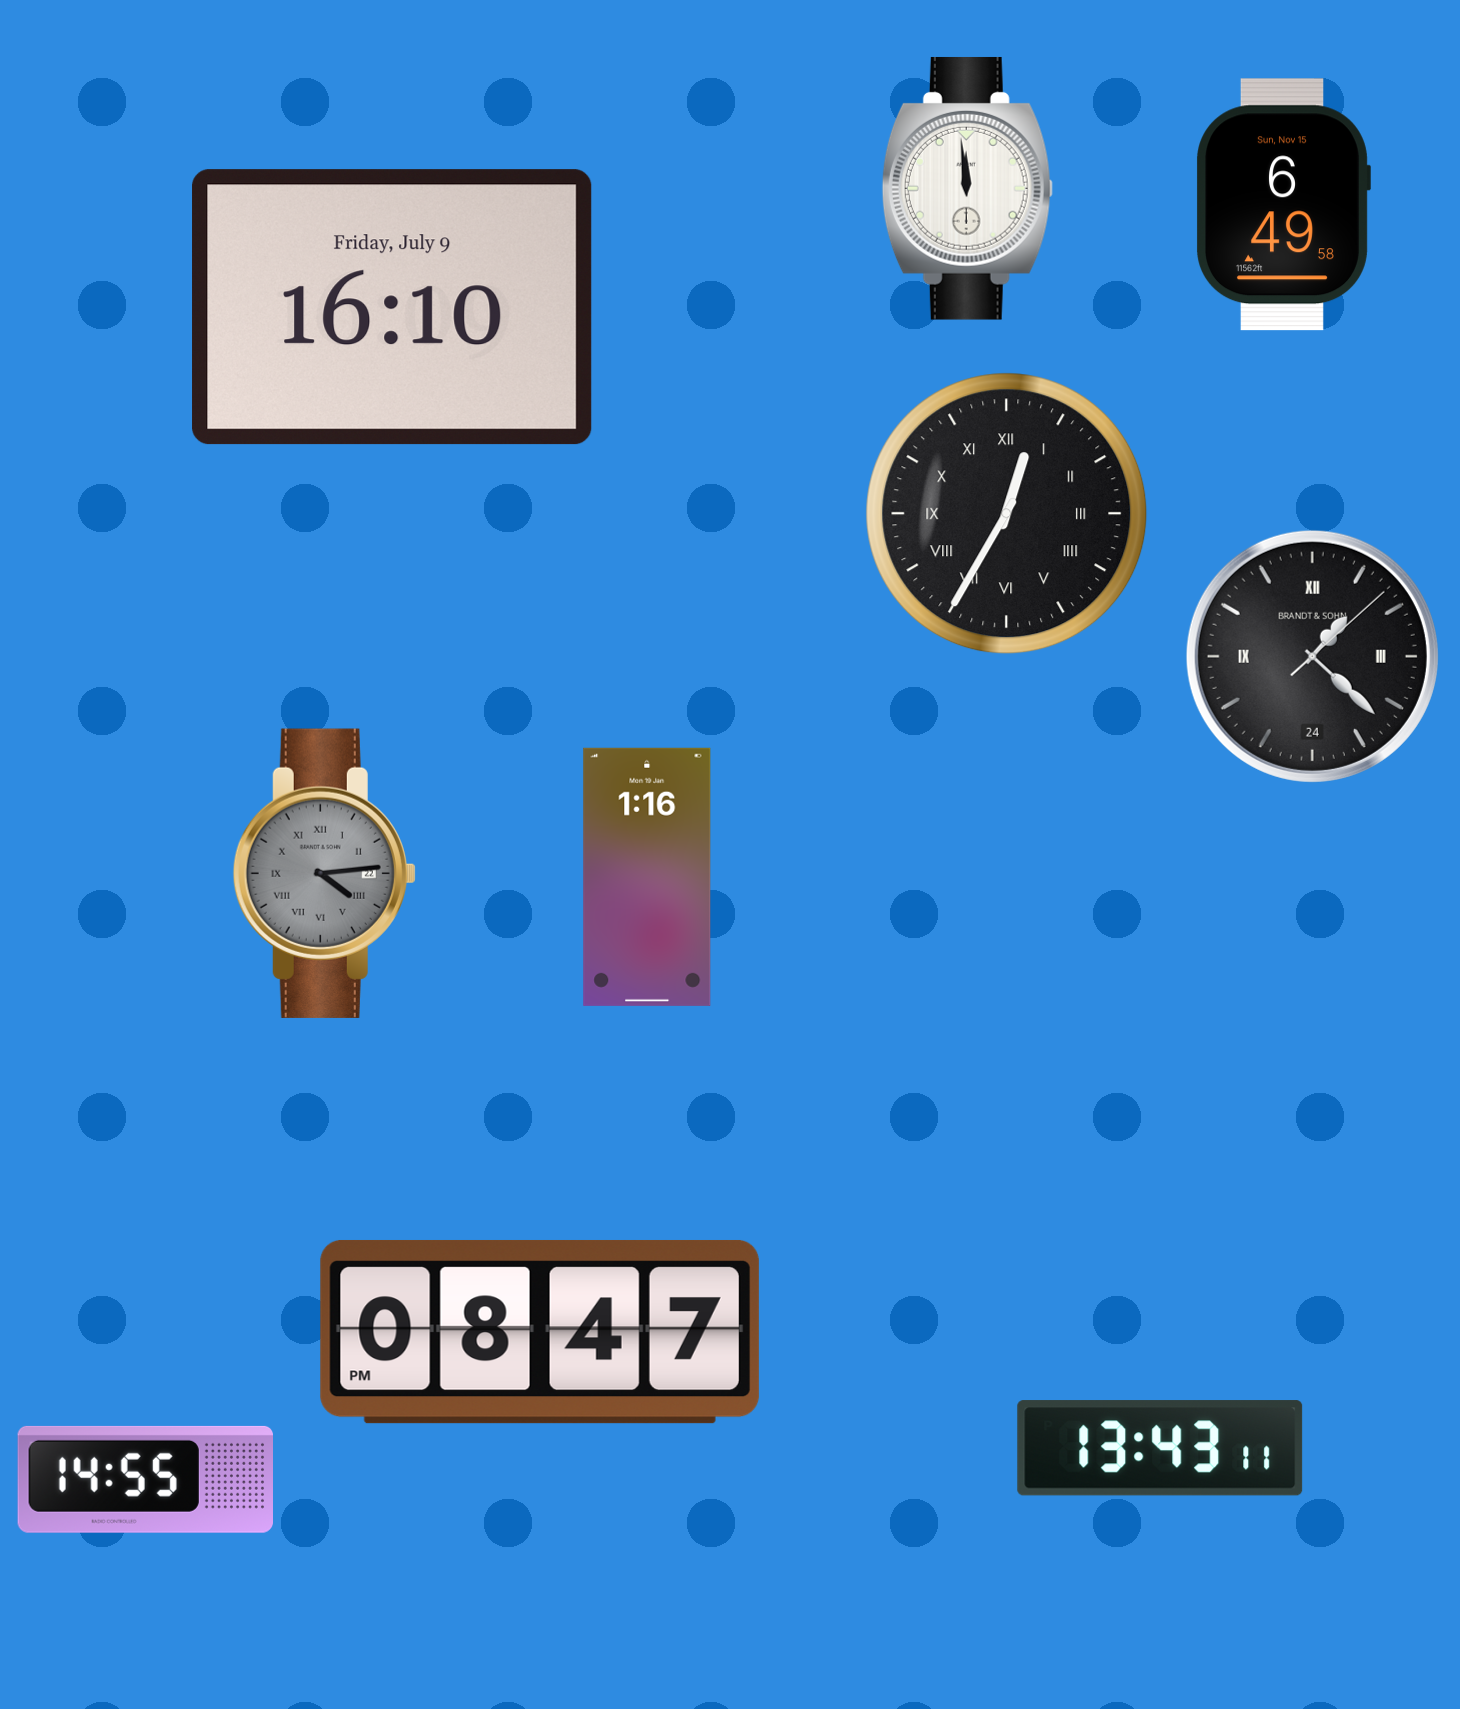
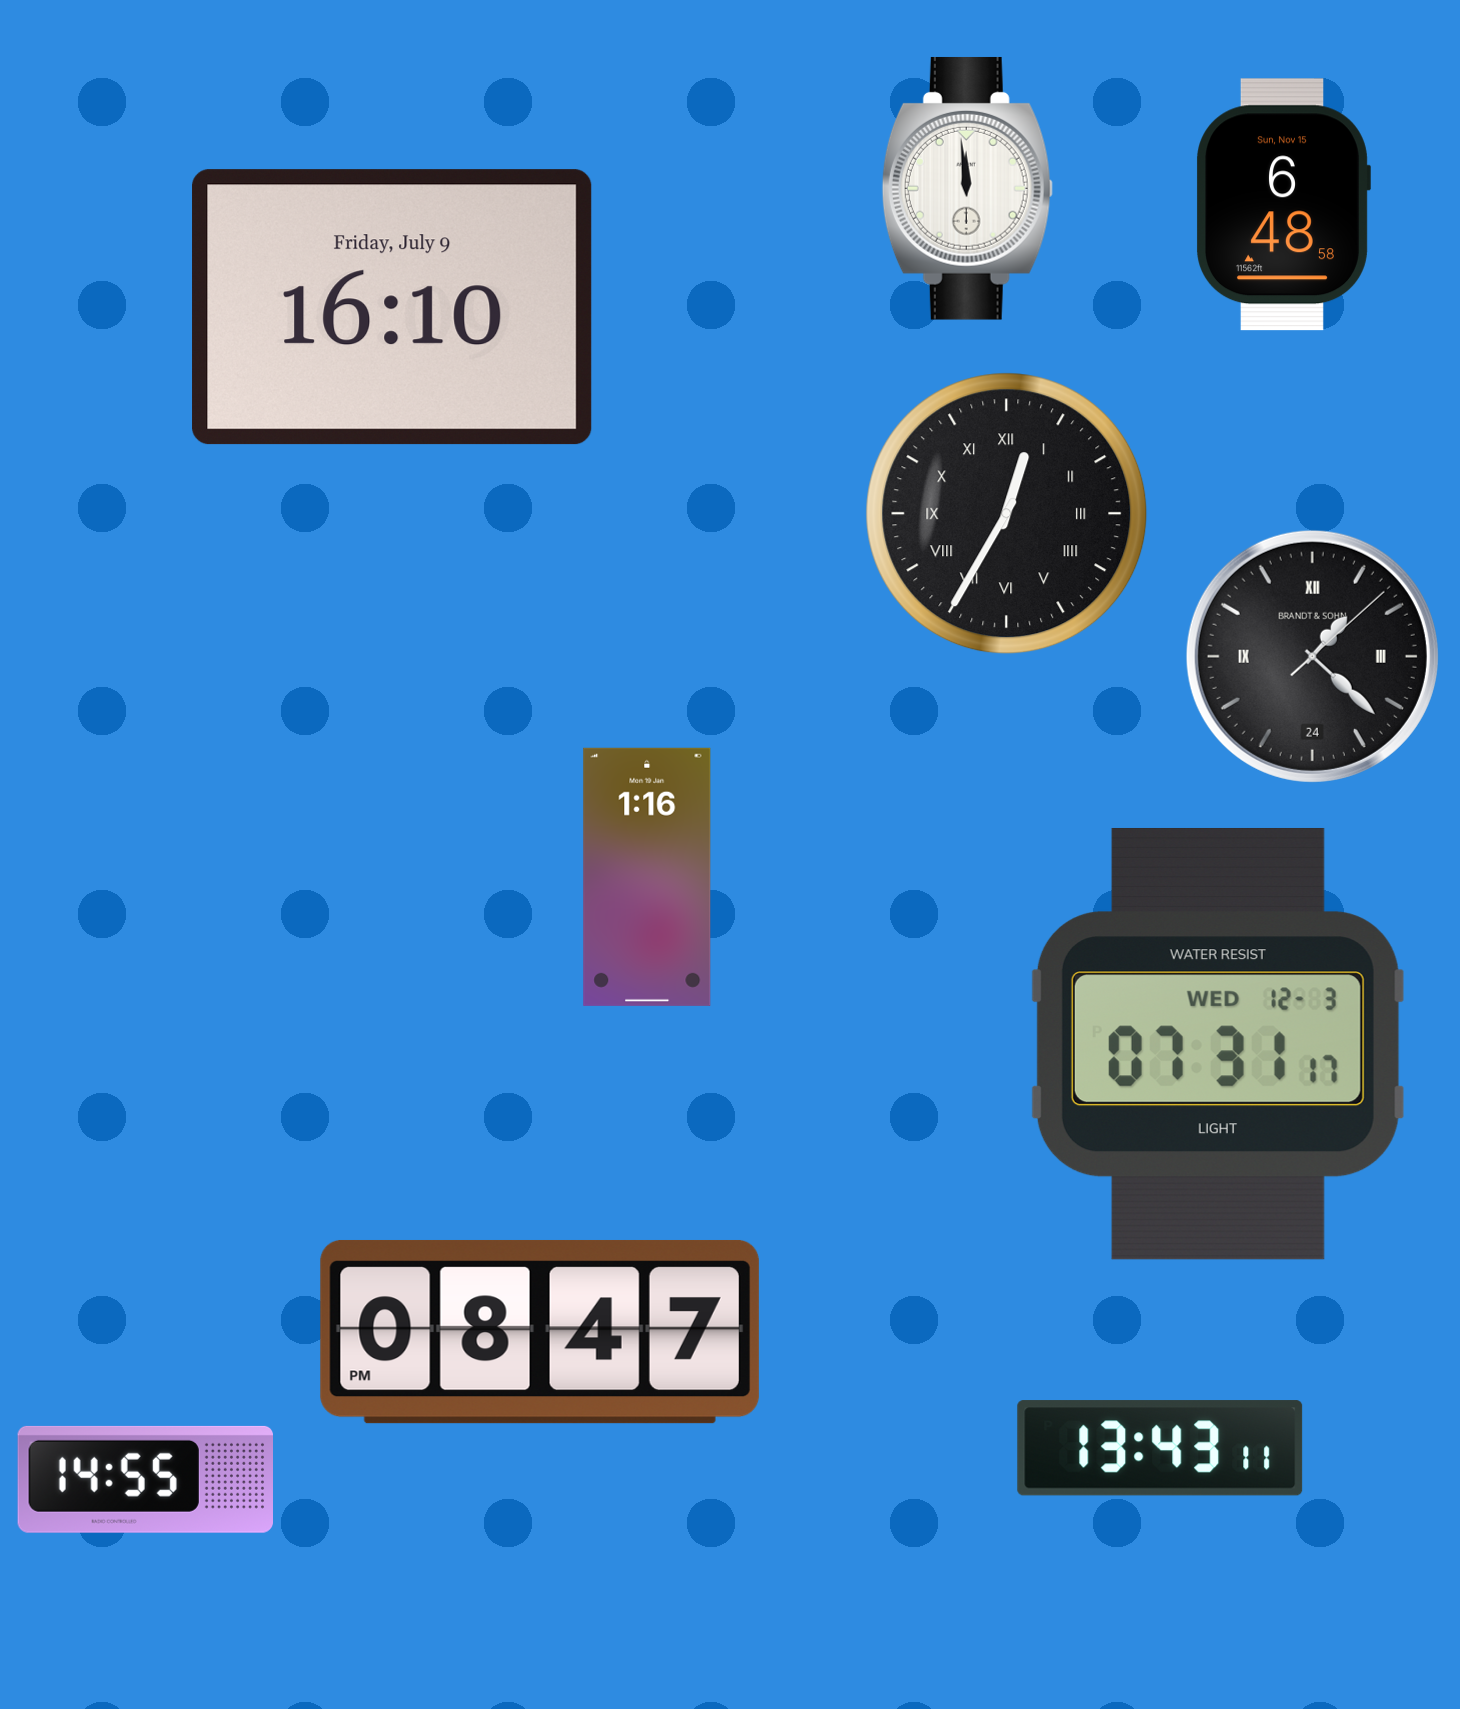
clock at (1284, 205): 6:49 -> 6:48
clock at (324, 873): 4:14 -> none
clock at (1218, 1044): none -> 07:31
